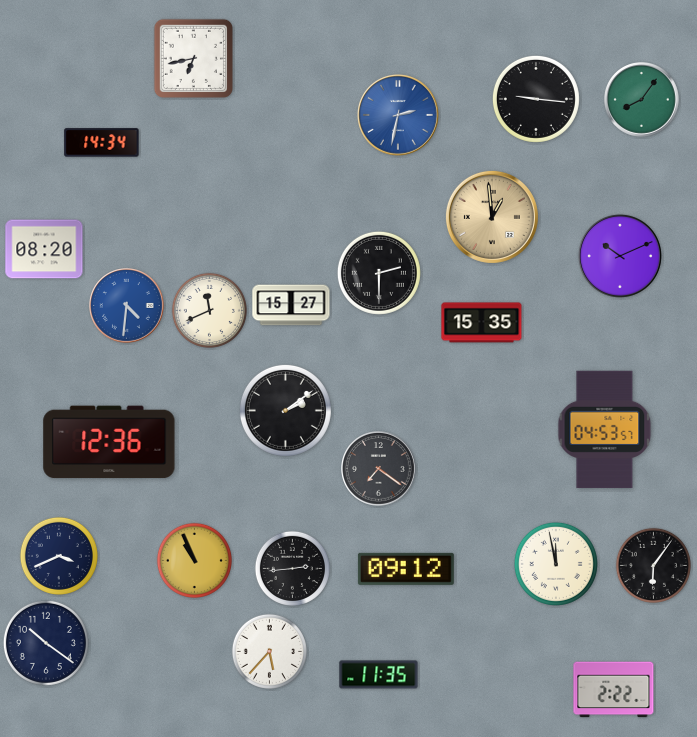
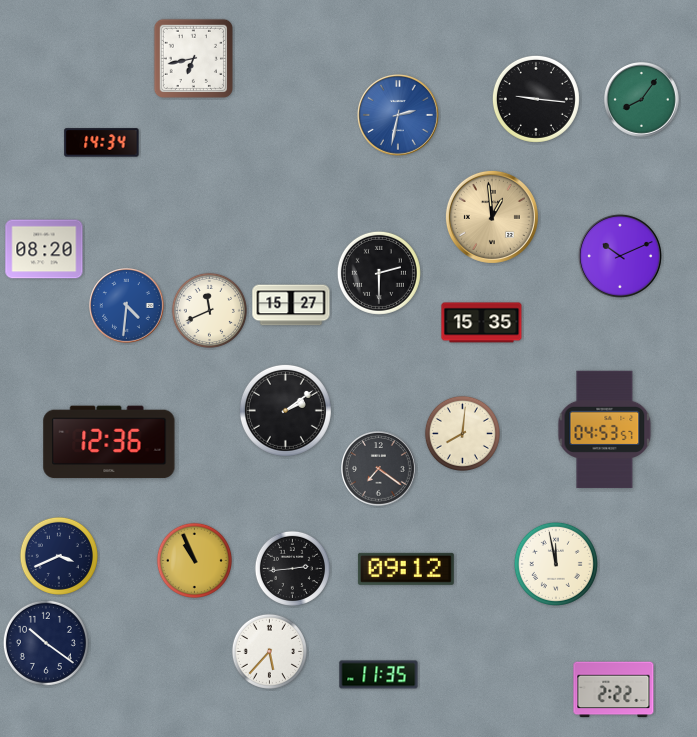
clock at (462, 433): none -> 8:01
clock at (653, 565): 6:06 -> none
